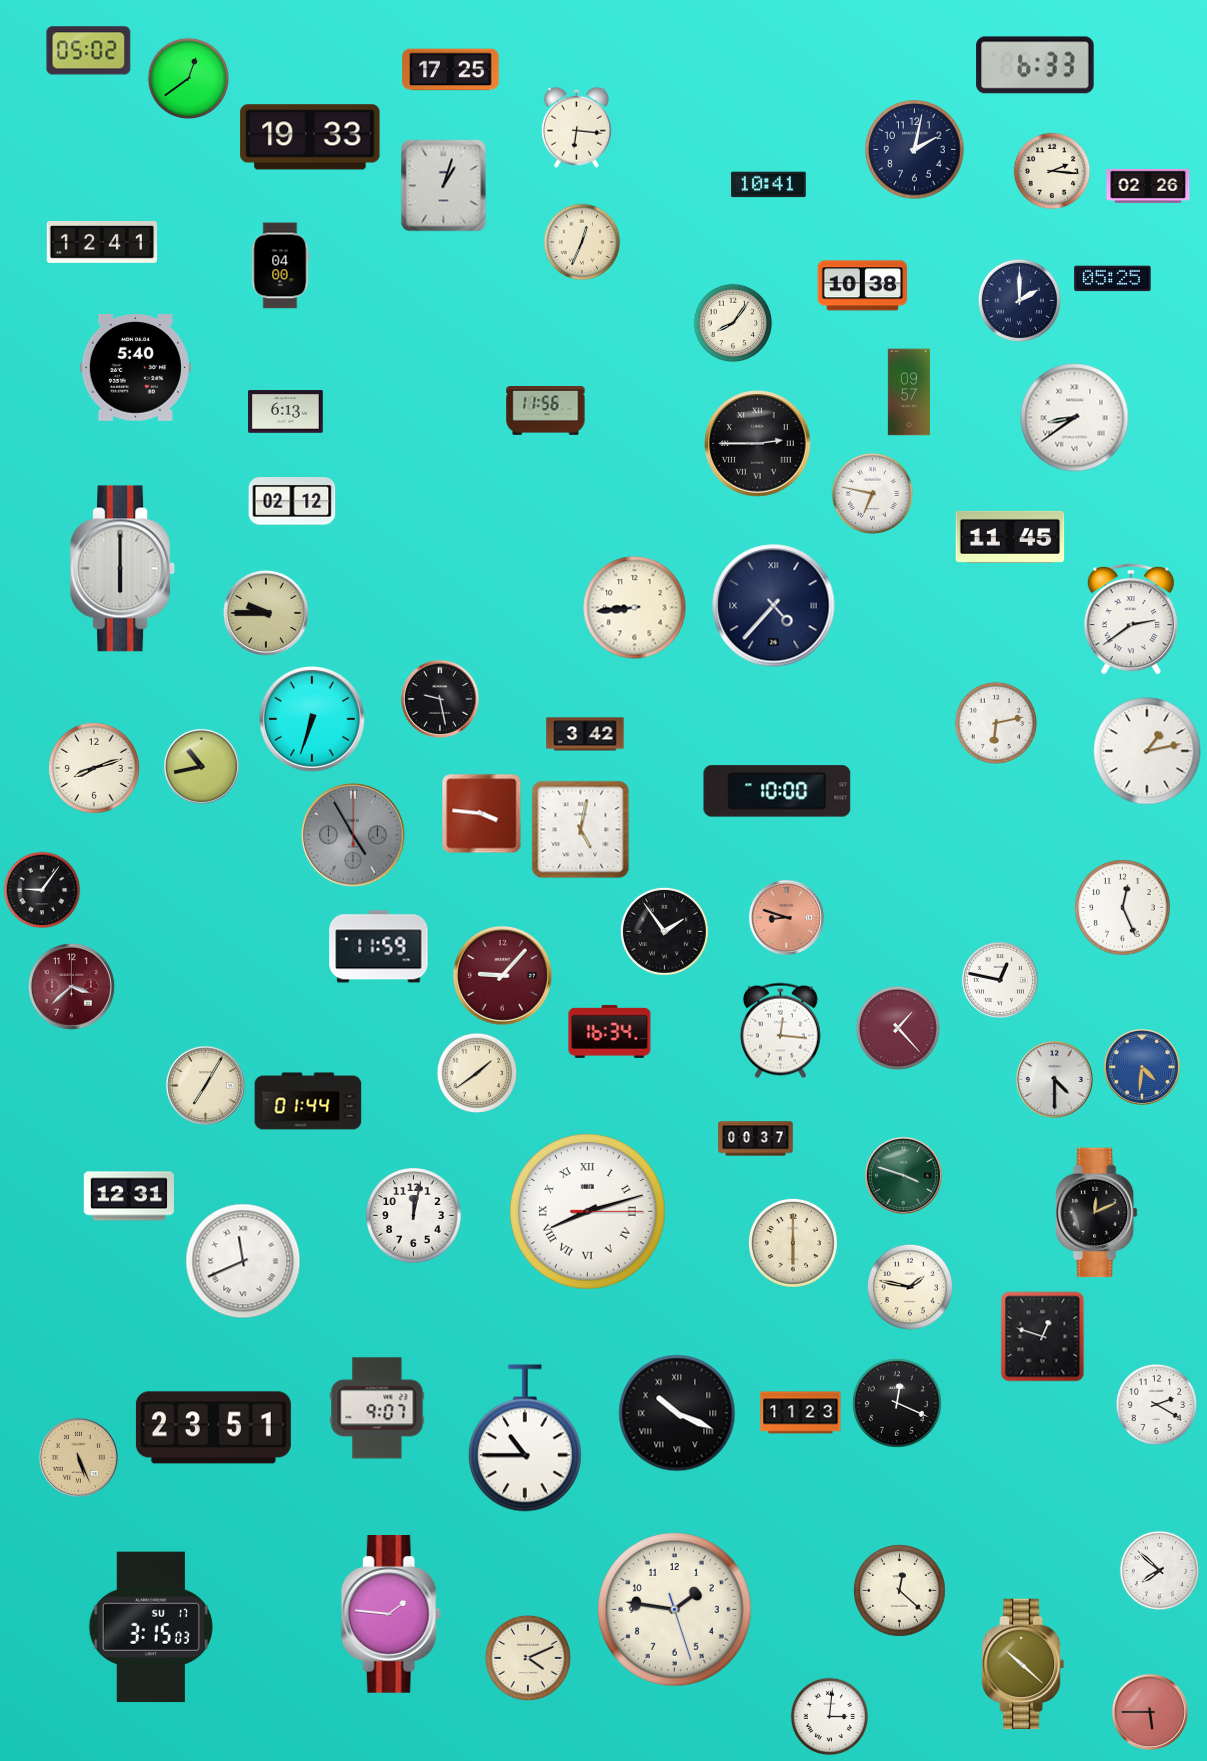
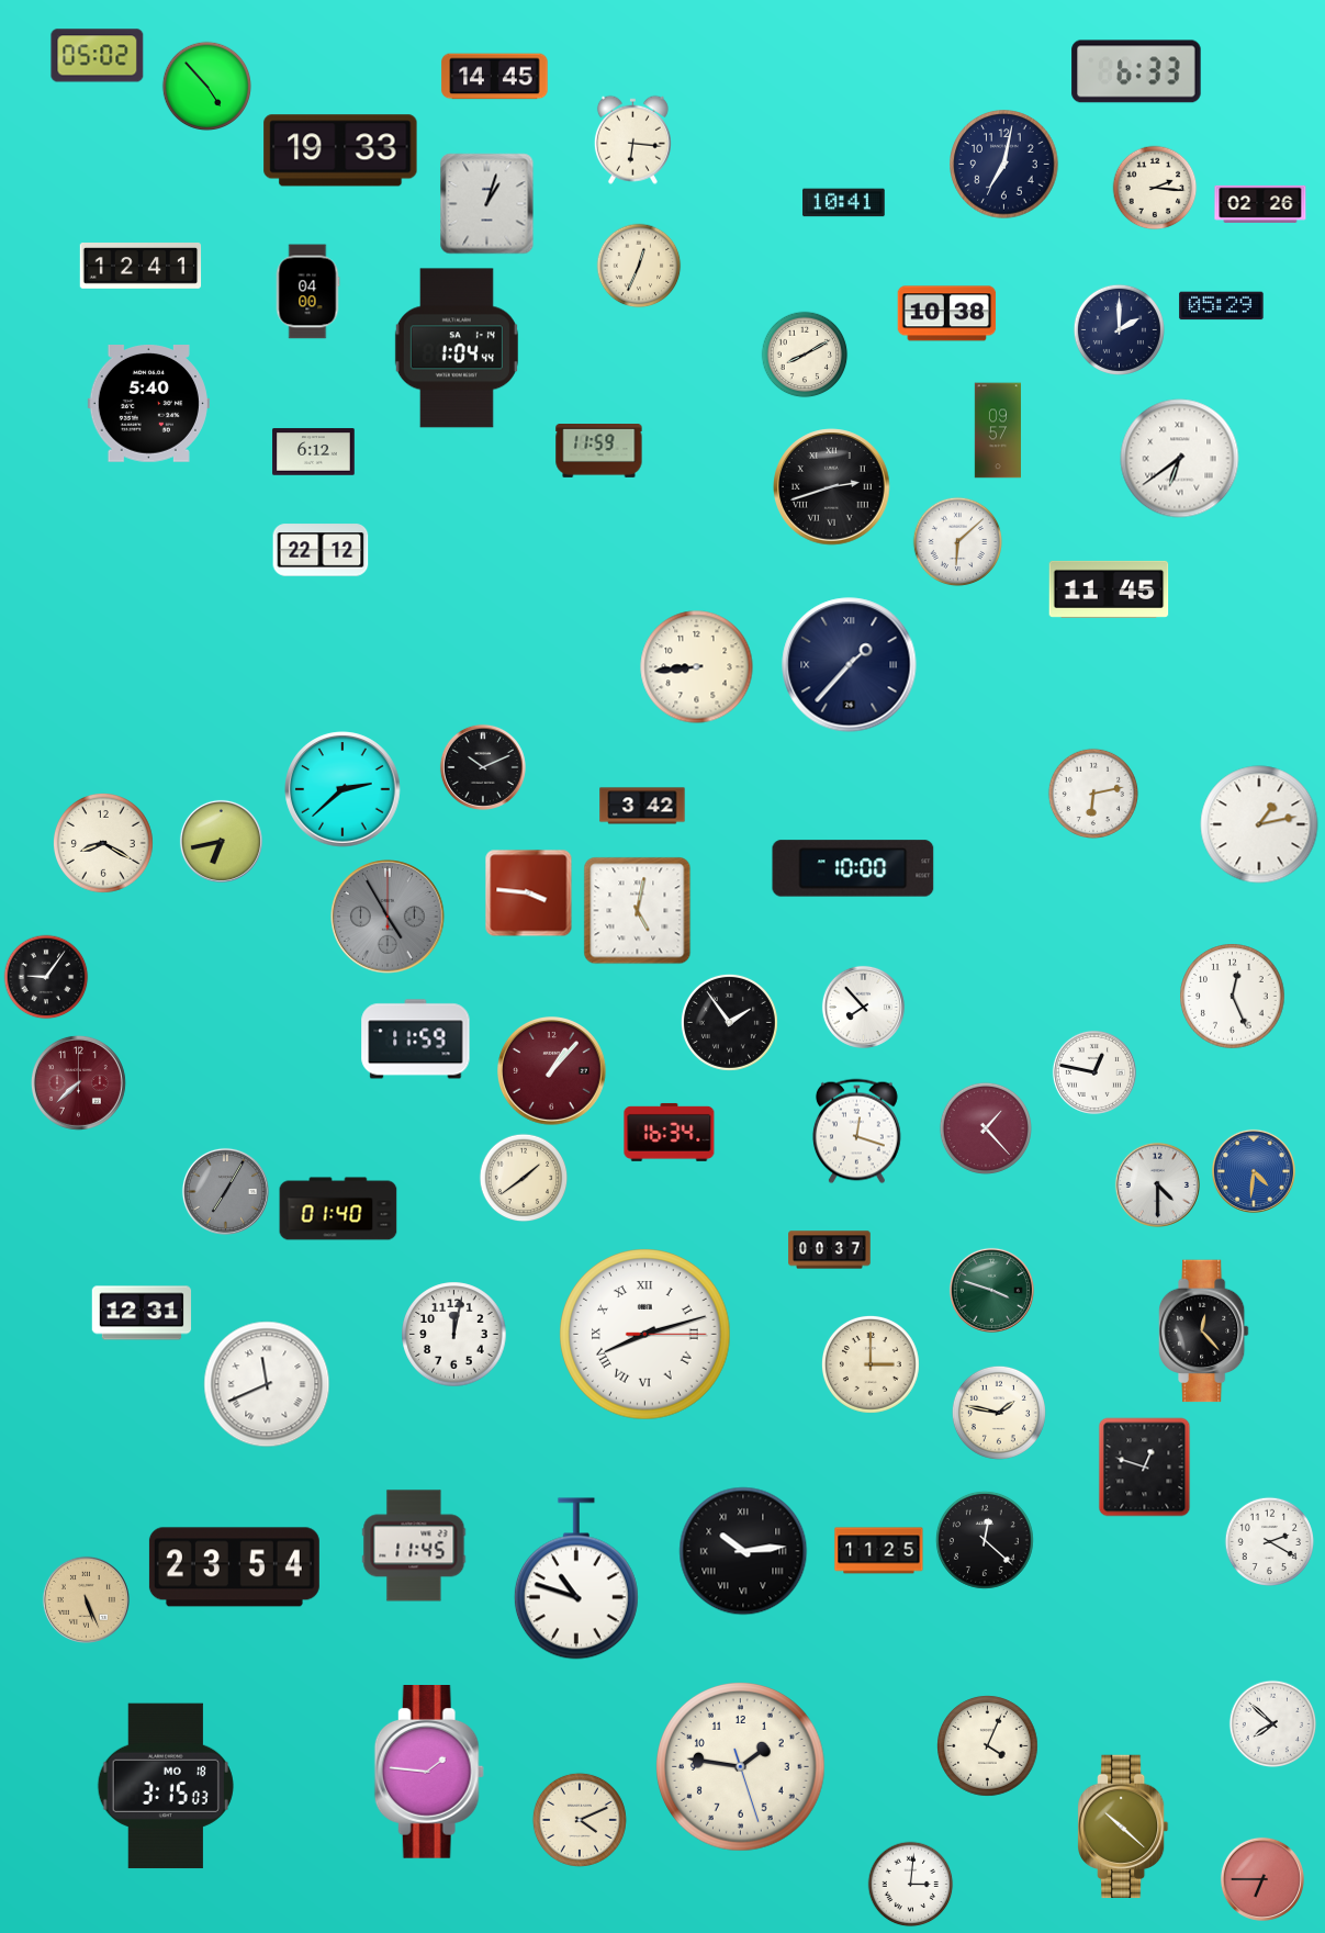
clock at (451, 70): 17:25 -> 14:45
clock at (188, 78): 12:39 -> 4:53
clock at (915, 150): 2:02 -> 7:02
clock at (102, 243) position: (102, 243) -> (141, 267)
clock at (1113, 279): 05:25 -> 05:29
clock at (457, 348): none -> 1:04
clock at (733, 323): 8:06 -> 8:10
clock at (546, 411): 11:56 -> 11:59
clock at (286, 412): 6:13 -> 6:12
clock at (1075, 418): 8:39 -> 6:39
clock at (758, 444): 2:45 -> 2:42
clock at (872, 493): 6:47 -> 6:08
clock at (292, 501): 02:12 -> 22:12
clock at (123, 569): 6:00 -> none
clock at (774, 606): 4:37 -> 1:37
clock at (266, 613): 9:45 -> none
clock at (1131, 619): 2:39 -> none
clock at (440, 699): 9:28 -> 10:11
clock at (312, 719): 6:33 -> 2:38
clock at (201, 766): 10:43 -> 6:43
clock at (95, 769): 8:12 -> 8:20
clock at (786, 917): 8:48 -> 7:53
clock at (786, 917) dial: salmon -> white
clock at (503, 976): 9:07 -> 1:07
clock at (1000, 980) position: (1000, 980) -> (1094, 1072)
clock at (71, 986): 3:38 -> 7:38
clock at (780, 1031): 12:16 -> 12:18
clock at (205, 1085) dial: cream -> grey
clock at (308, 1101): 01:44 -> 01:40
clock at (588, 1212) position: (588, 1212) -> (645, 1335)
clock at (1096, 1213): 12:11 -> 12:23
clock at (793, 1243): 6:00 -> 3:00
clock at (897, 1403): 12:19 -> 12:22
clock at (377, 1408): 9:07 -> 11:45
clock at (677, 1413): 10:19 -> 10:14
clock at (801, 1413): 11:23 -> 11:25
clock at (213, 1428): 23:51 -> 23:54
clock at (525, 1438): 10:45 -> 10:48
clock at (900, 1591): 12:22 -> 4:04
clock at (151, 1627) date: SU 17 -> MO 18
clock at (1150, 1712): 5:45 -> 6:45
